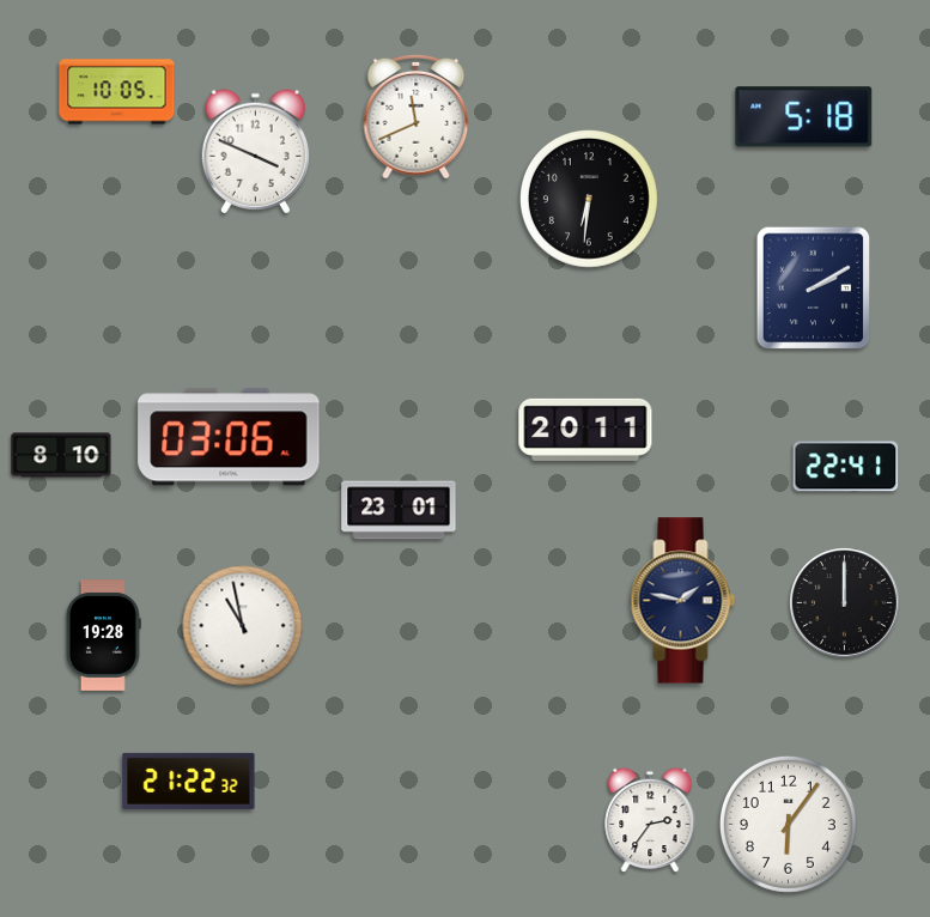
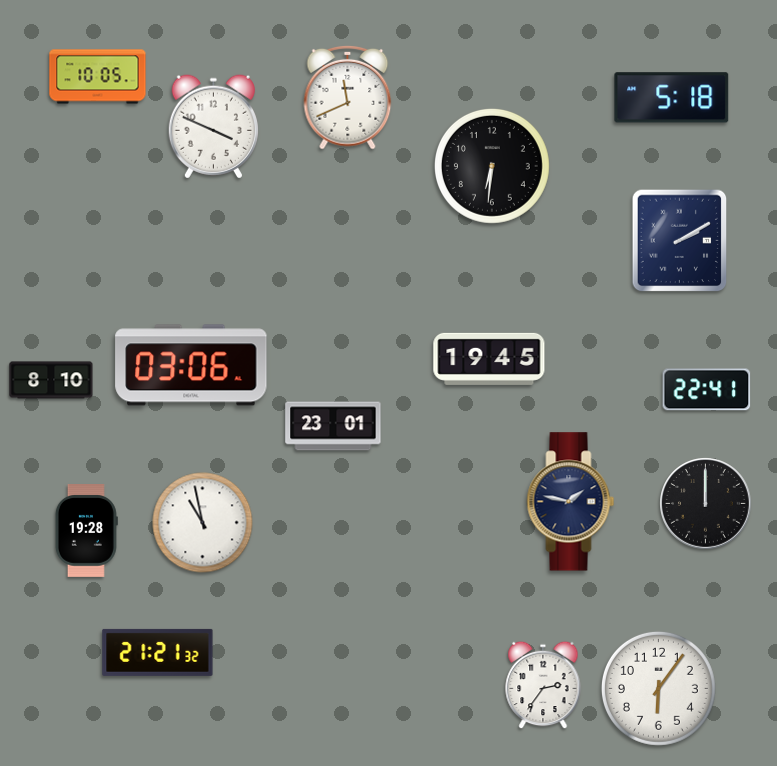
clock at (585, 430): 20:11 -> 19:45
clock at (189, 781): 21:22 -> 21:21
